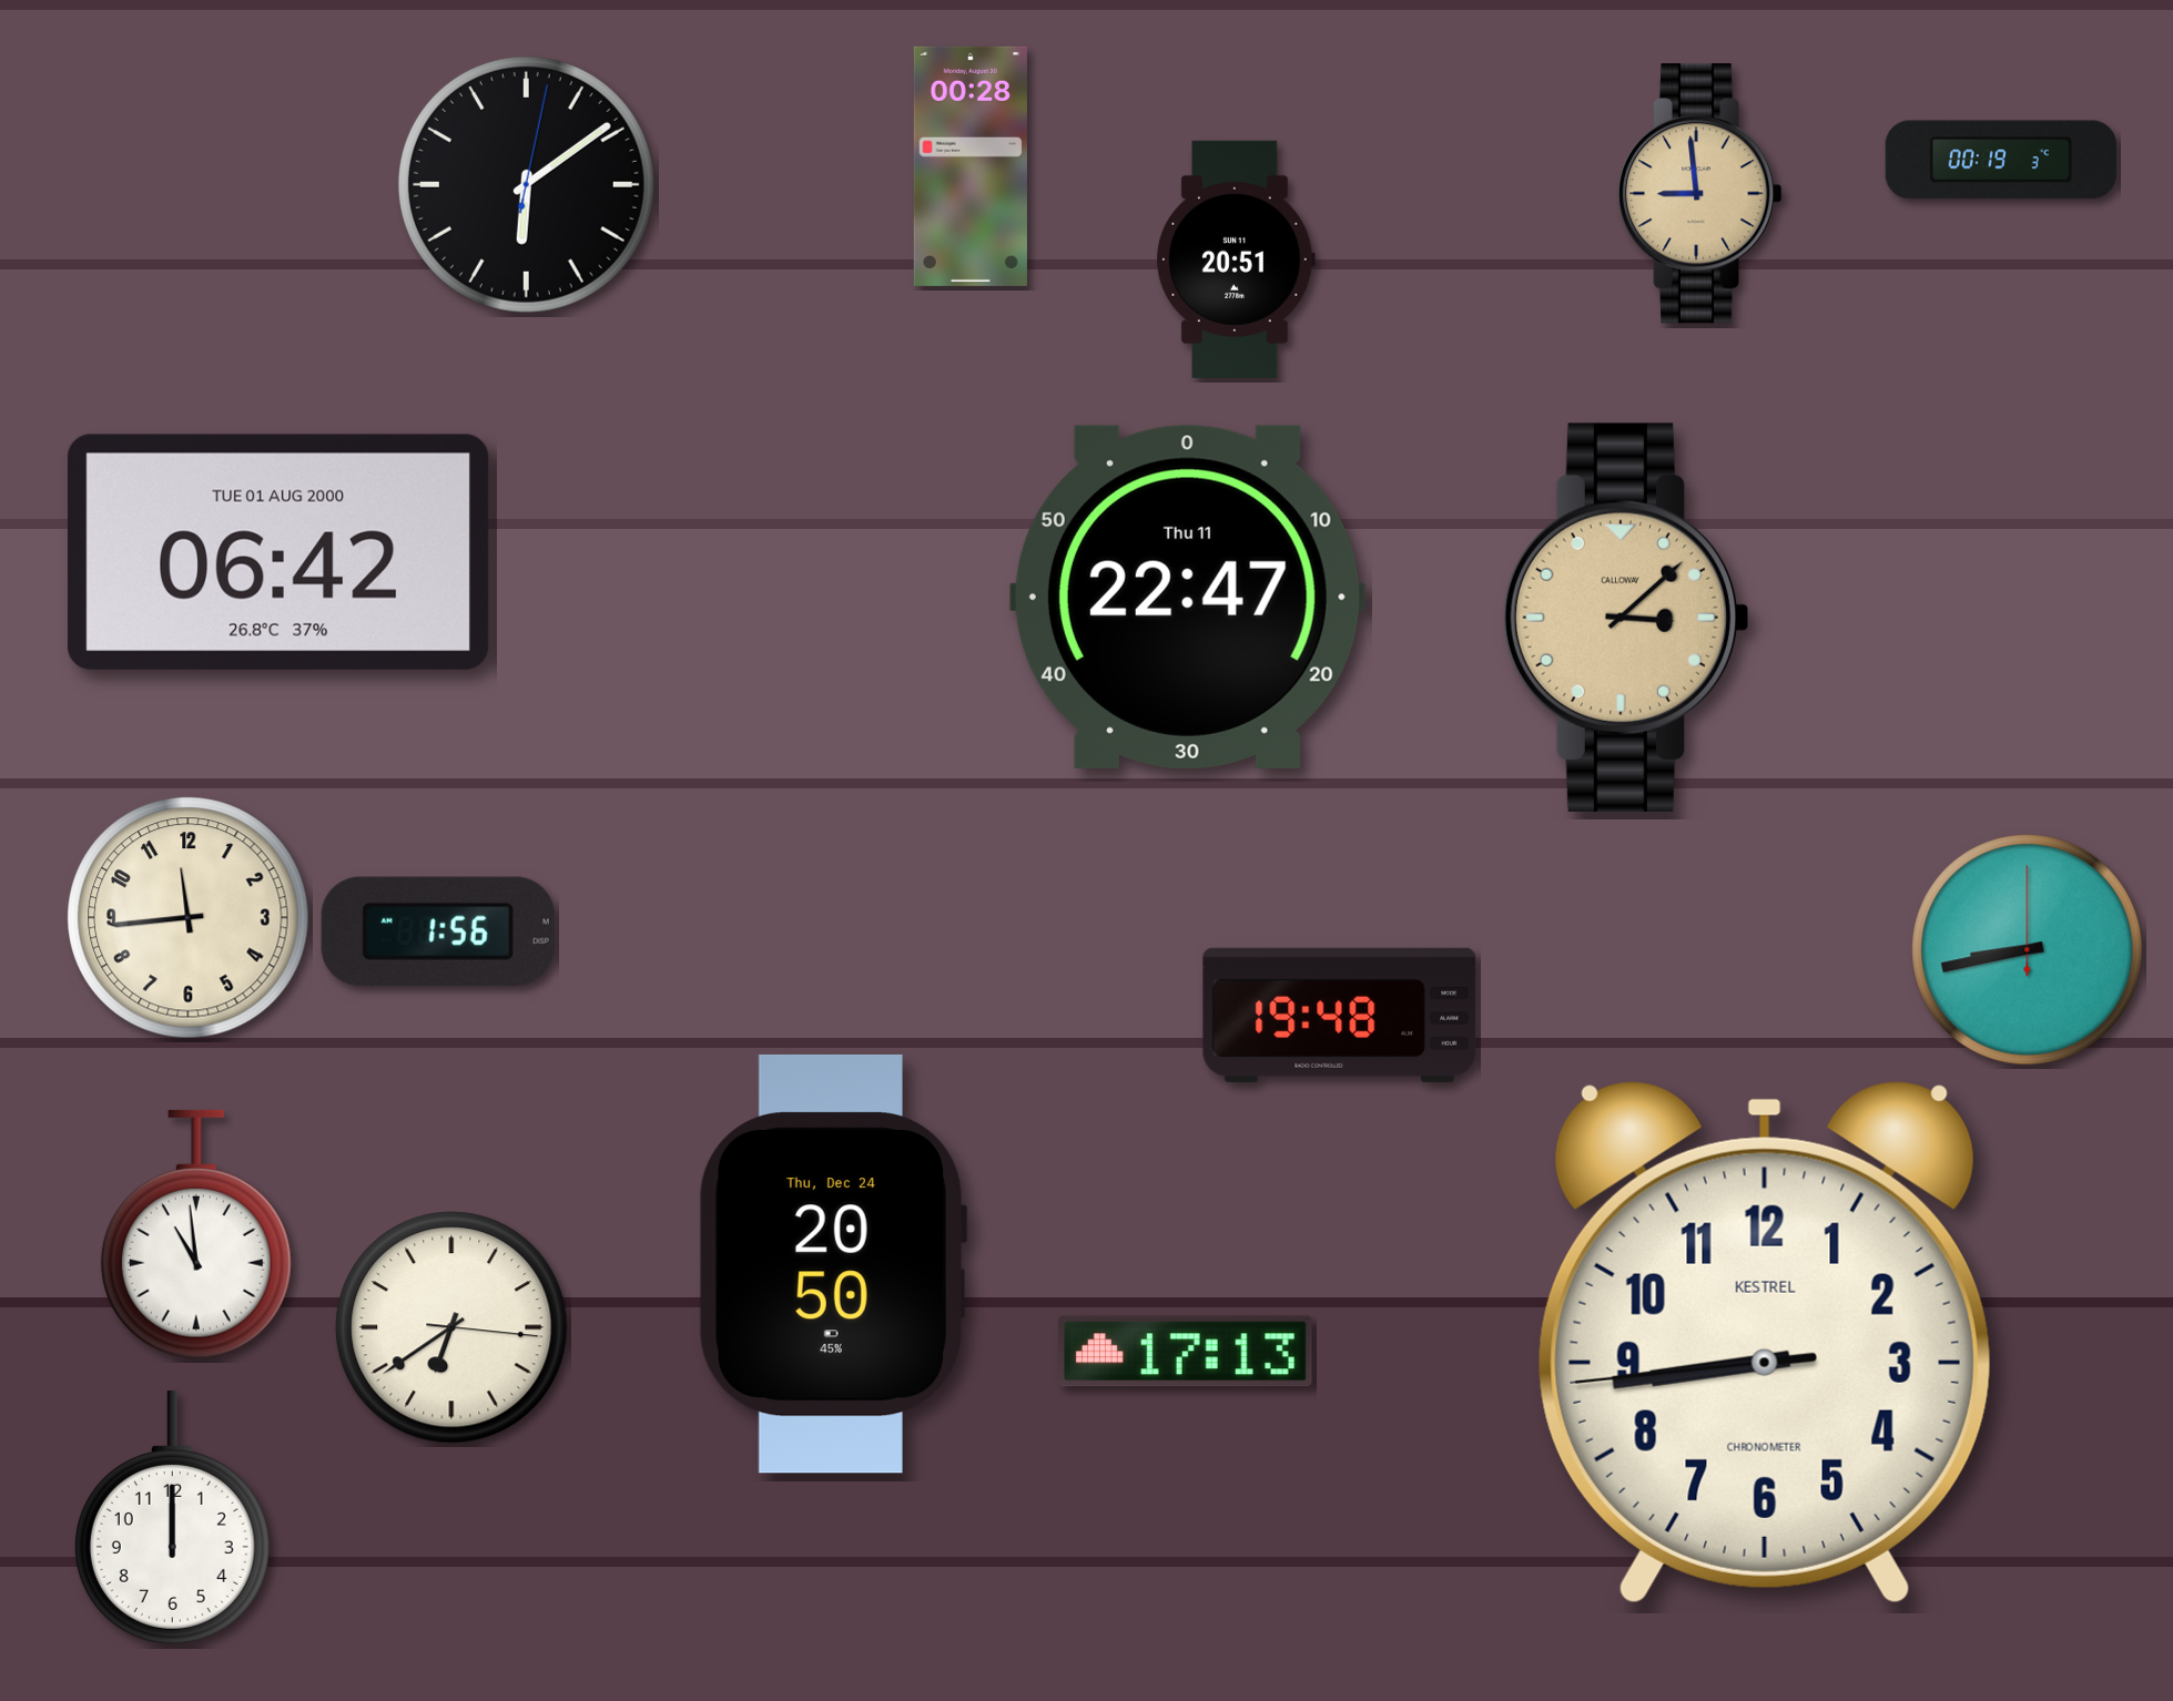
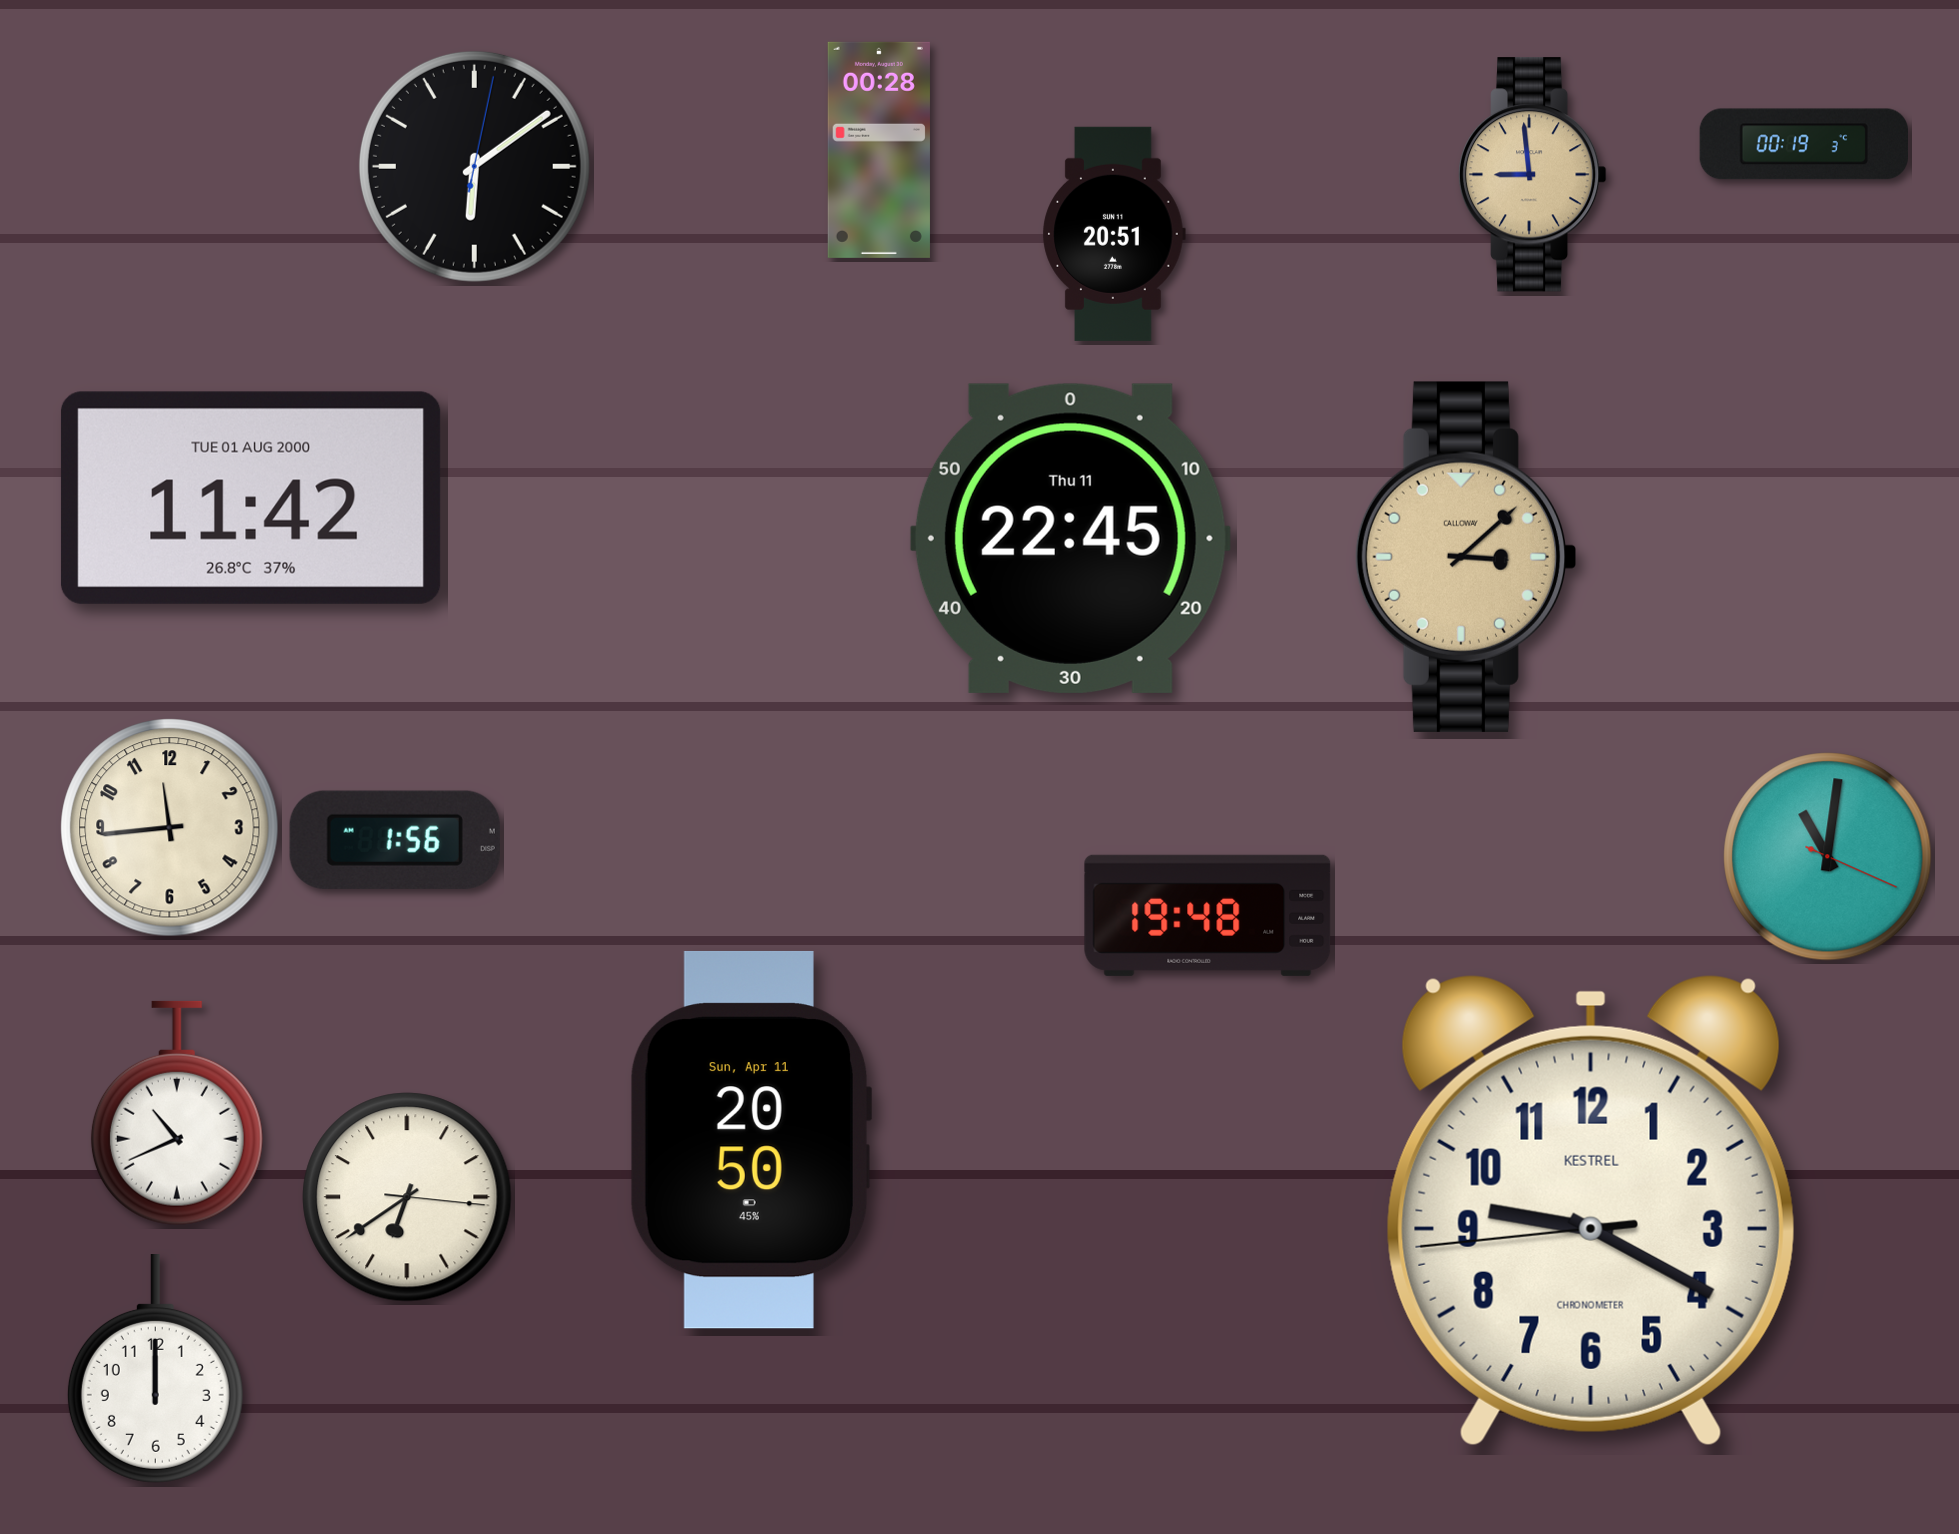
clock at (971, 166) position: (971, 166) -> (879, 150)
clock at (278, 552): 06:42 -> 11:42
clock at (1187, 597): 22:47 -> 22:45
clock at (2028, 950): 8:43 -> 11:01
clock at (196, 1234): 10:59 -> 10:41
clock at (833, 1264) date: Thu, Dec 24 -> Sun, Apr 11
clock at (1765, 1343): 8:43 -> 9:19
clock at (1186, 1352): 17:13 -> none
